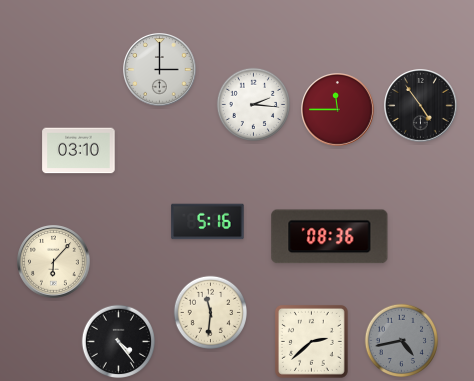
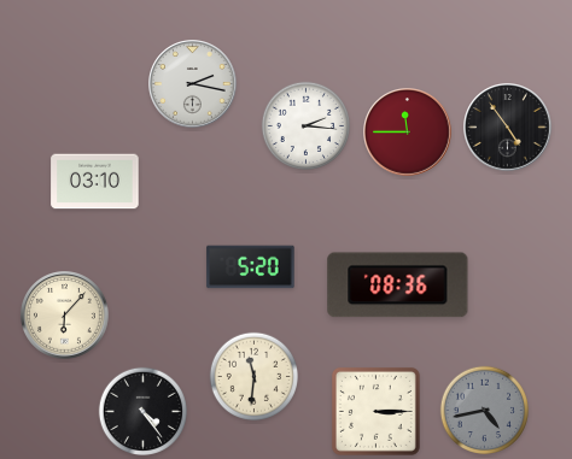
clock at (160, 70): 3:00 -> 2:17
clock at (208, 222): 5:16 -> 5:20
clock at (311, 341): 2:38 -> 3:15
